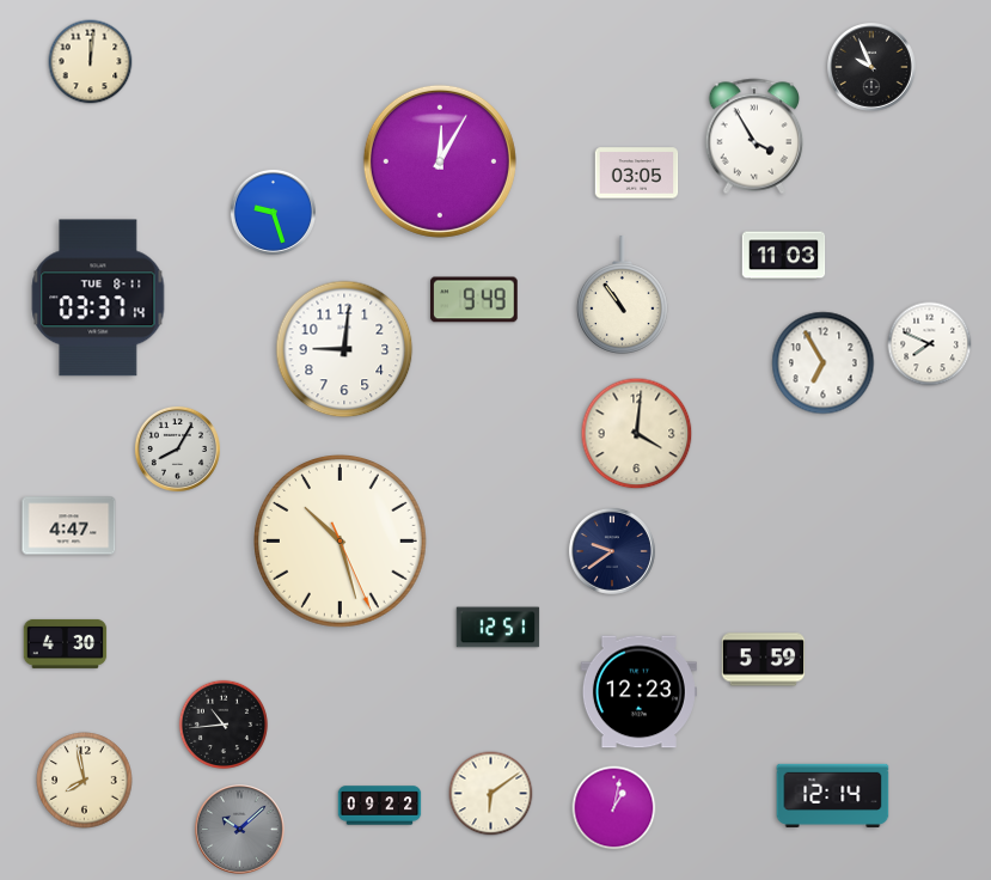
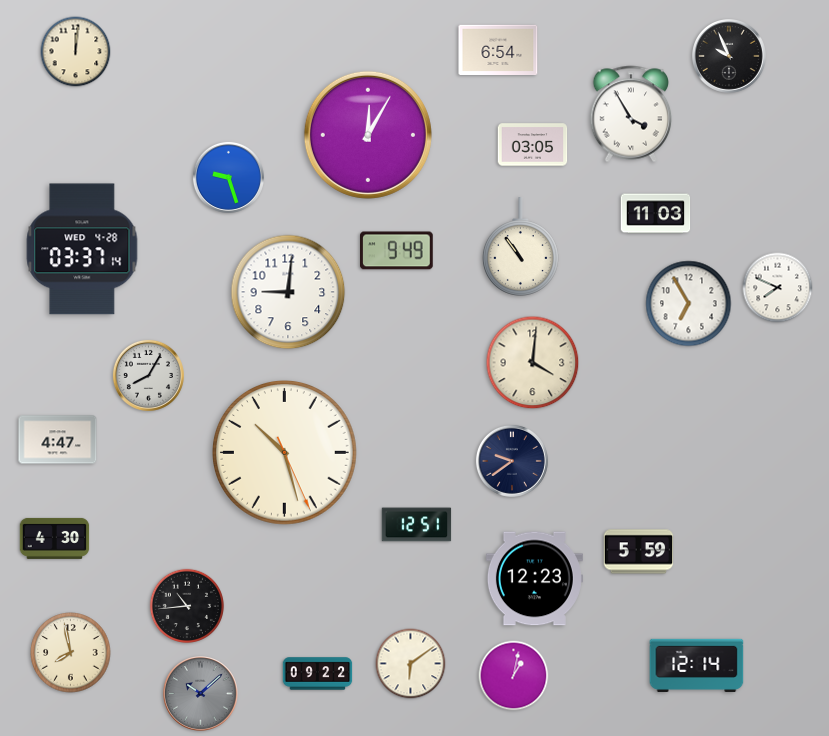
clock at (498, 49): none -> 6:54
clock at (98, 298) date: TUE 8-11 -> WED 4-28
